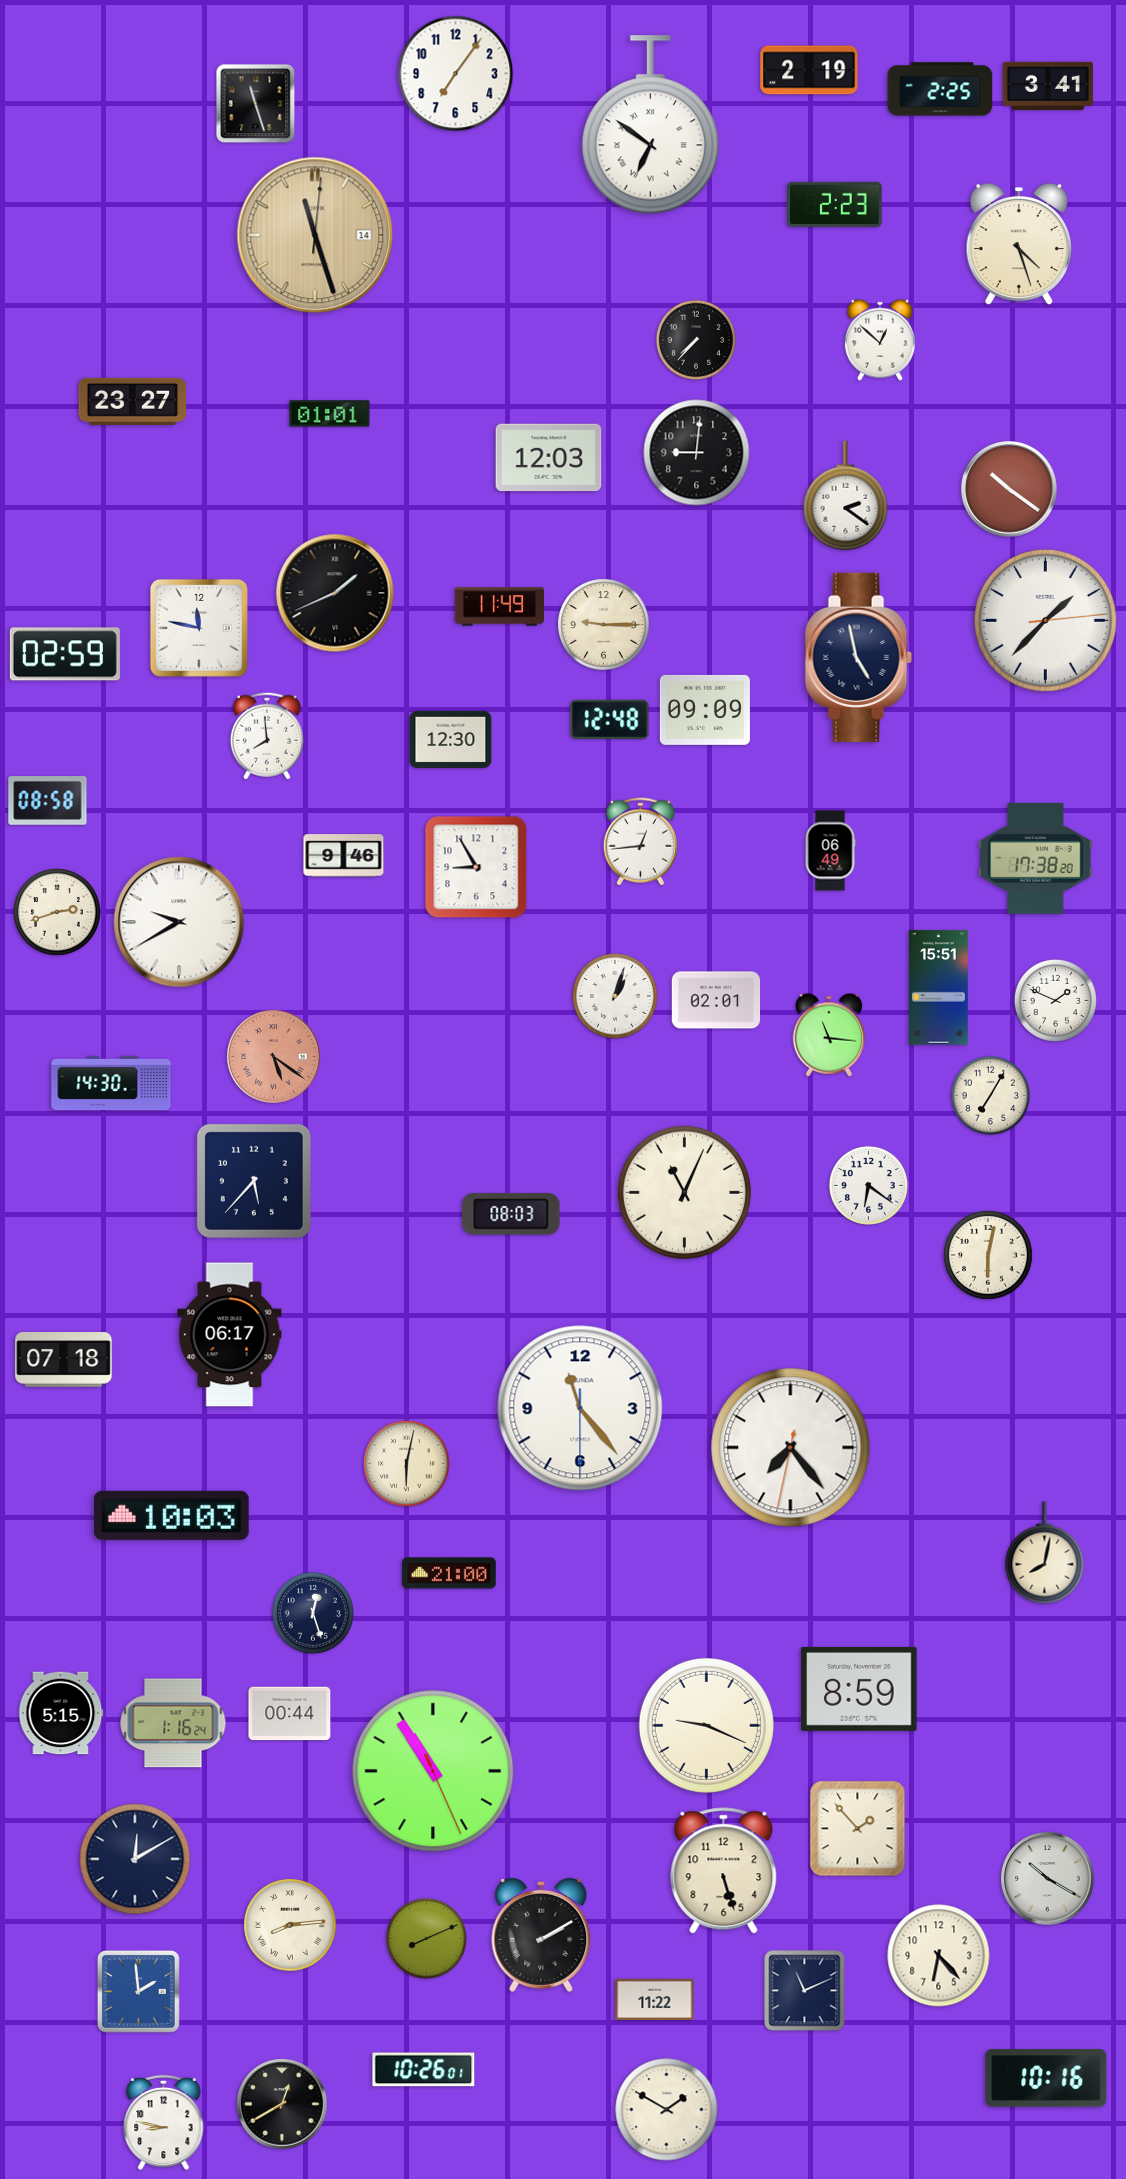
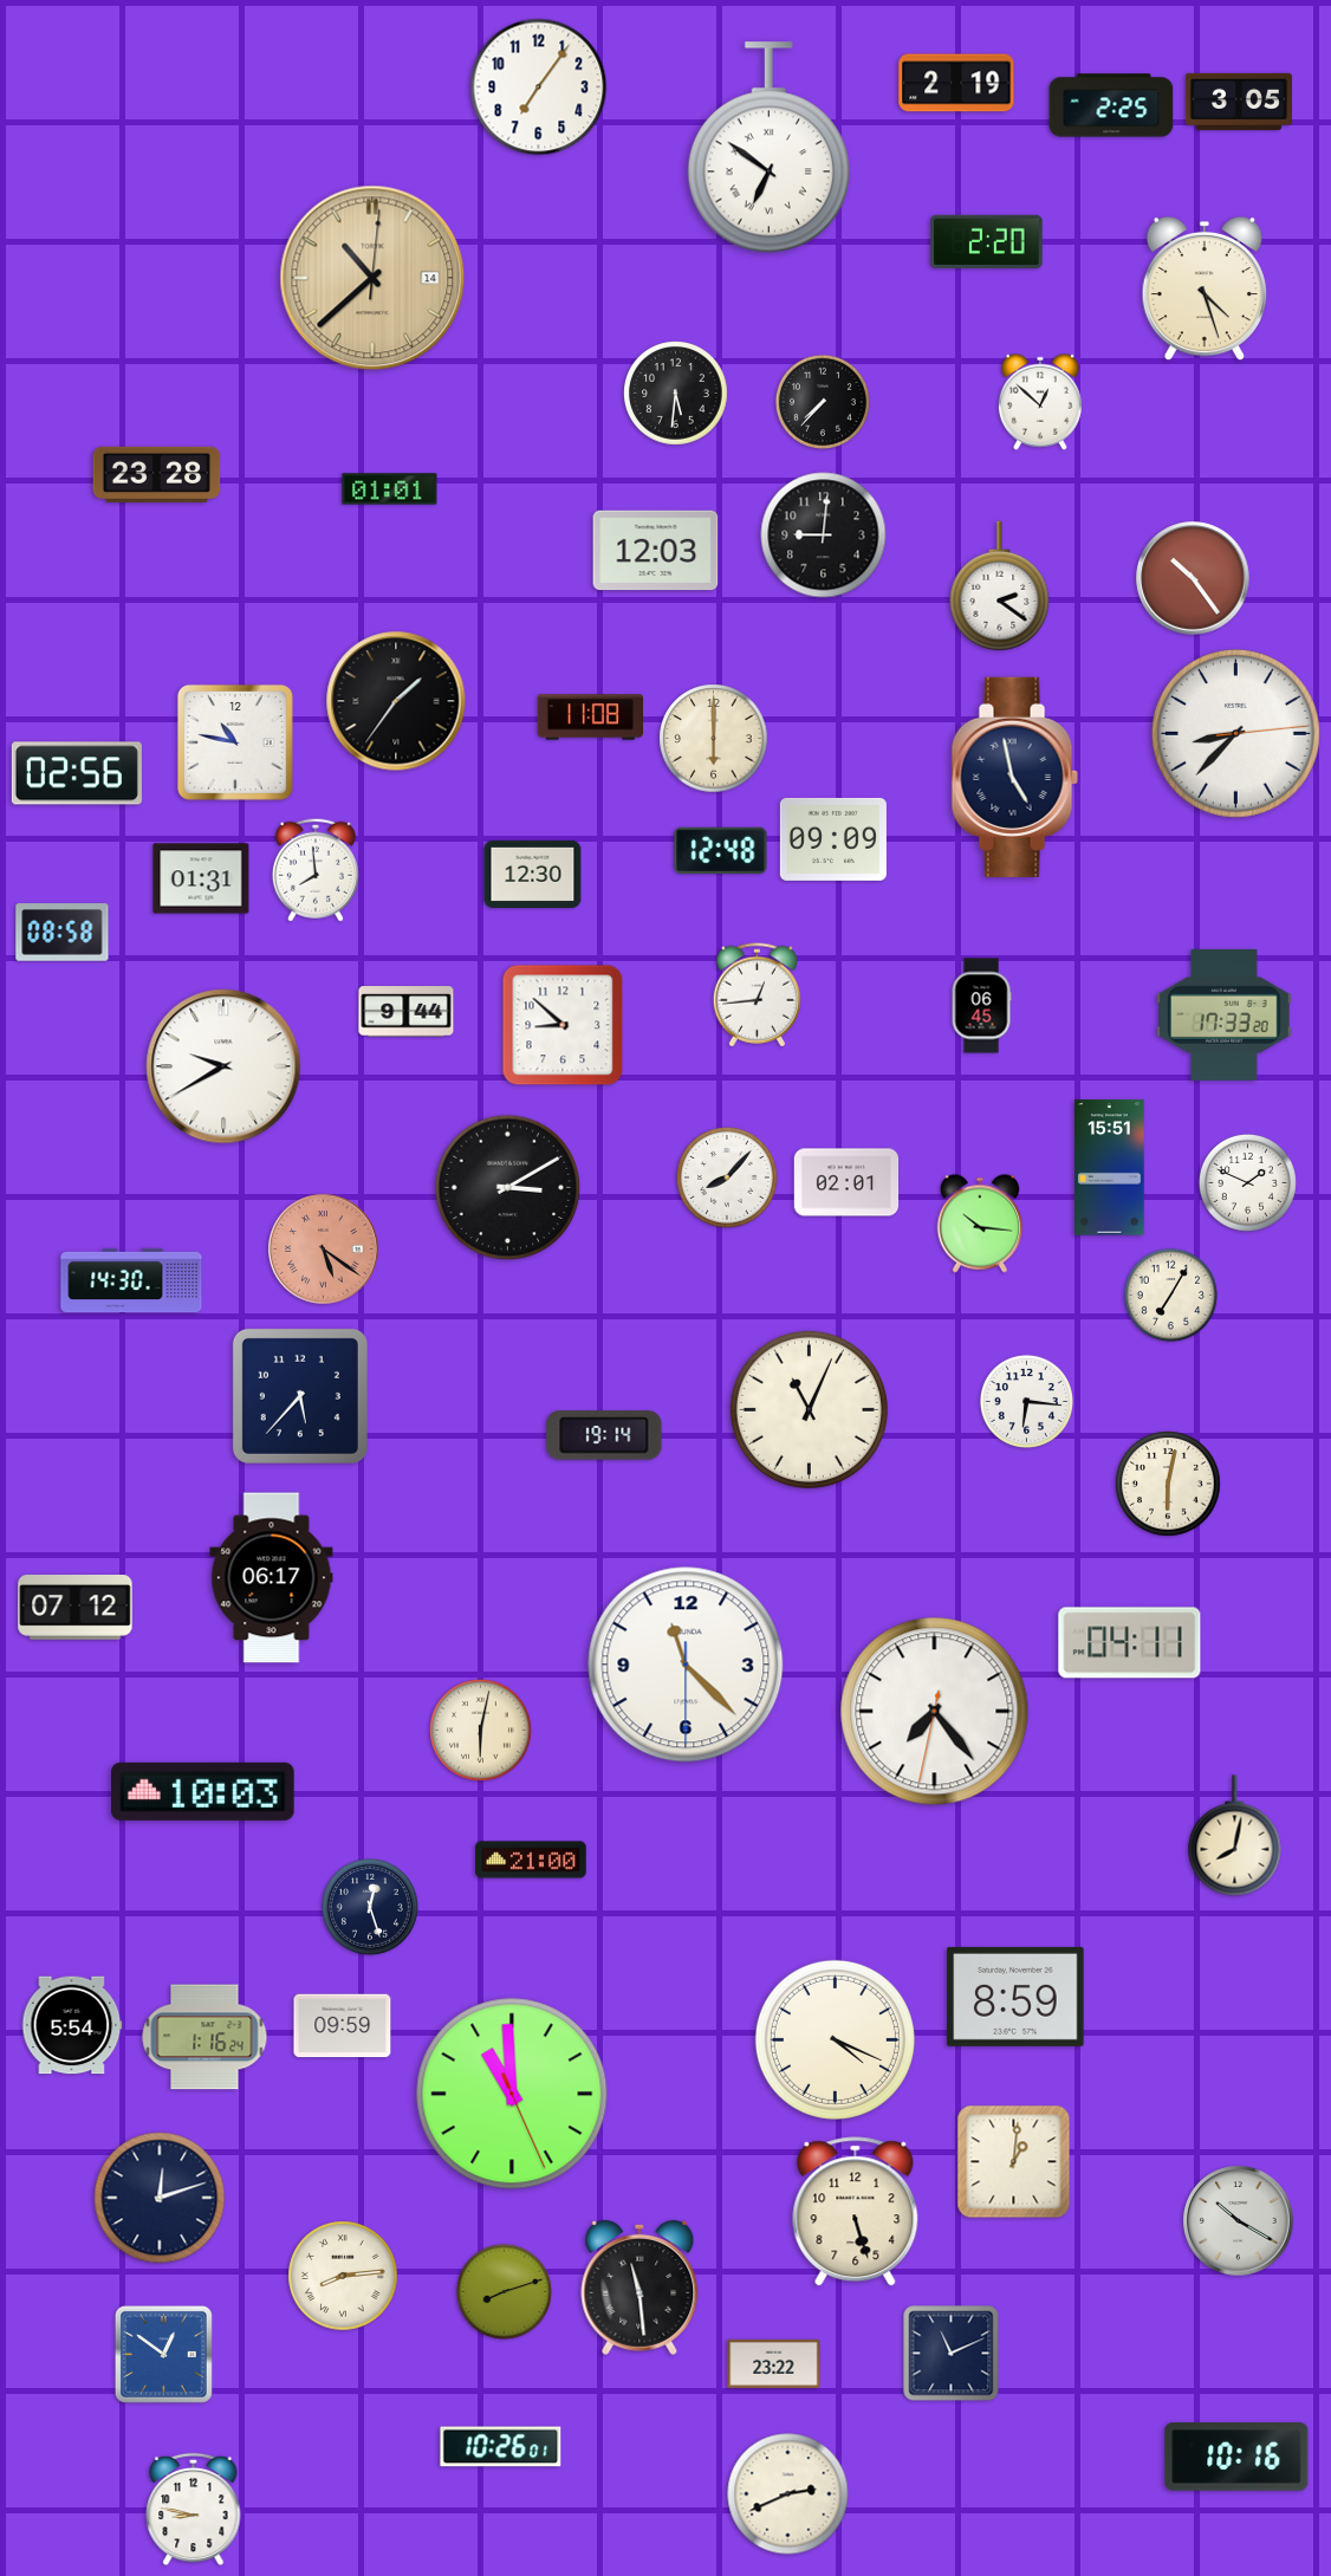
clock at (1048, 86): 3:41 -> 3:05
clock at (256, 104): 11:27 -> none
clock at (835, 204): 2:23 -> 2:20
clock at (315, 235): 11:27 -> 10:38
clock at (676, 394): none -> 5:31
clock at (133, 401): 23:27 -> 23:28
clock at (549, 458) position: (549, 458) -> (656, 551)
clock at (1009, 489): 10:21 -> 10:24
clock at (335, 593): 1:41 -> 1:36
clock at (499, 607): 11:49 -> 11:08
clock at (1045, 620): 1:37 -> 8:37
clock at (604, 625): 9:15 -> 6:00
clock at (199, 628): 11:47 -> 10:47
clock at (65, 654): 02:59 -> 02:56
clock at (201, 878): none -> 01:31
clock at (48, 801) position: (48, 801) -> (63, 933)
clock at (830, 851): 06:49 -> 06:45
clock at (344, 856): 9:46 -> 9:44
clock at (1036, 858): 17:38 -> 17:33
clock at (476, 867): 8:55 -> 8:52
clock at (58, 913): 2:42 -> none
clock at (179, 922) position: (179, 922) -> (223, 1066)
clock at (615, 996): 1:03 -> 8:07
clock at (508, 1188): none -> 3:10
clock at (829, 1035): 11:16 -> 10:16
clock at (868, 1185): 6:21 -> 6:16
clock at (511, 1214): 08:03 -> 19:14
clock at (64, 1360): 07:18 -> 07:12
clock at (1130, 1643): none -> 04:11
clock at (580, 1408): 11:23 -> 11:22
clock at (61, 1713): 5:15 -> 5:54
clock at (290, 1714): 00:44 -> 09:59
clock at (706, 1725): 9:19 -> 4:19
clock at (433, 1771): 10:54 -> 10:59
clock at (858, 1829): 1:53 -> 1:01
clock at (135, 1859): 12:10 -> 12:12
clock at (541, 1935): 2:10 -> 11:29
clock at (426, 1938): 8:11 -> 8:12
clock at (939, 1956): 6:23 -> none
clock at (138, 1991): 1:59 -> 12:51
clock at (655, 1999): 11:22 -> 23:22
clock at (282, 2104): 12:40 -> none
clock at (667, 2110): 1:50 -> 2:41
